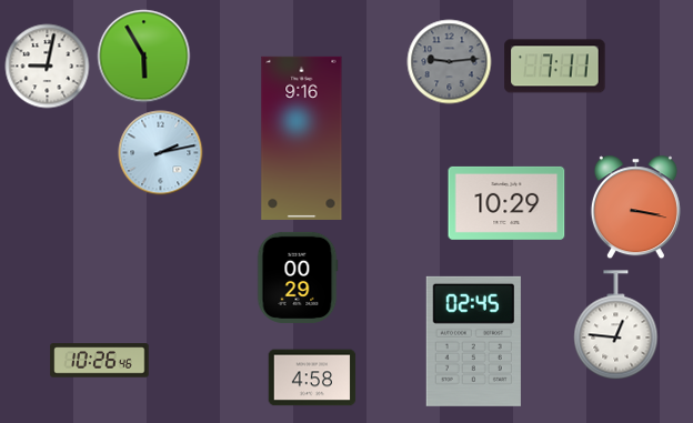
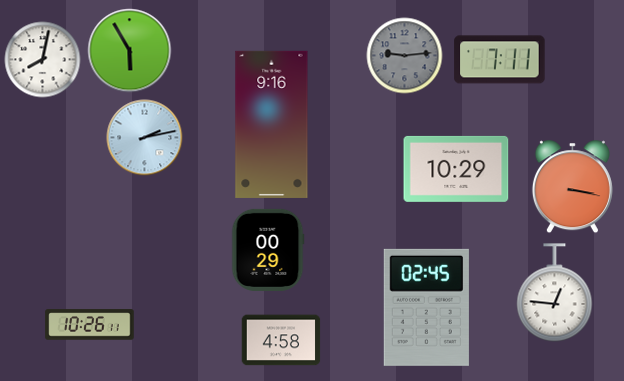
clock at (48, 67): 9:02 -> 8:02
clock at (506, 203) position: (506, 203) -> (456, 169)
clock at (100, 361): 10:26:46 -> 10:26:11
